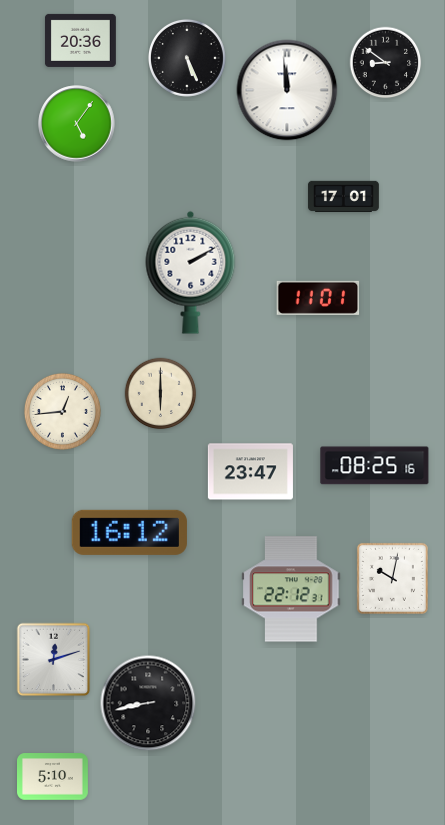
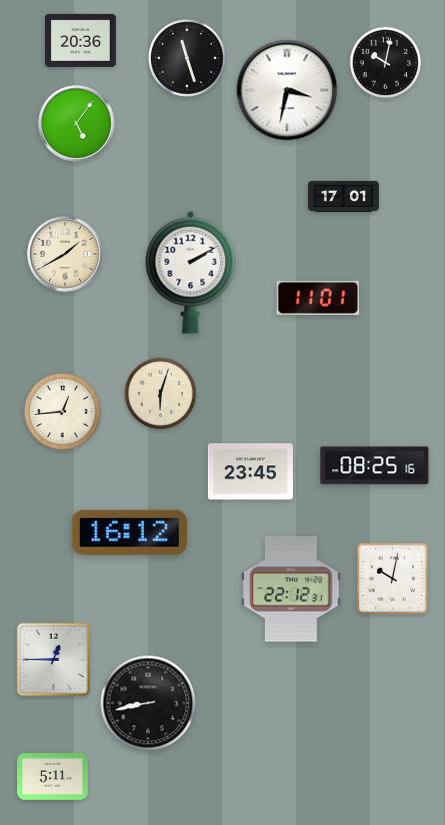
clock at (187, 58): 5:26 -> 11:27
clock at (386, 63): 8:51 -> 10:02
clock at (287, 90): 11:59 -> 3:32
clock at (65, 254): none -> 1:40
clock at (161, 394): 6:00 -> 6:03
clock at (250, 472): 23:47 -> 23:45
clock at (54, 660): 12:12 -> 12:45
clock at (53, 777): 5:10 -> 5:11
